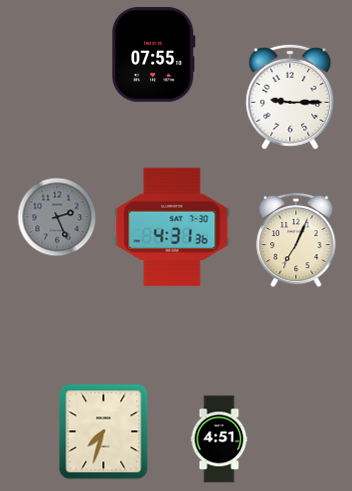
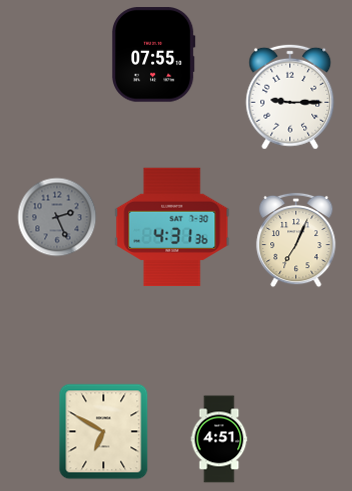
clock at (104, 432): 7:33 -> 6:50
